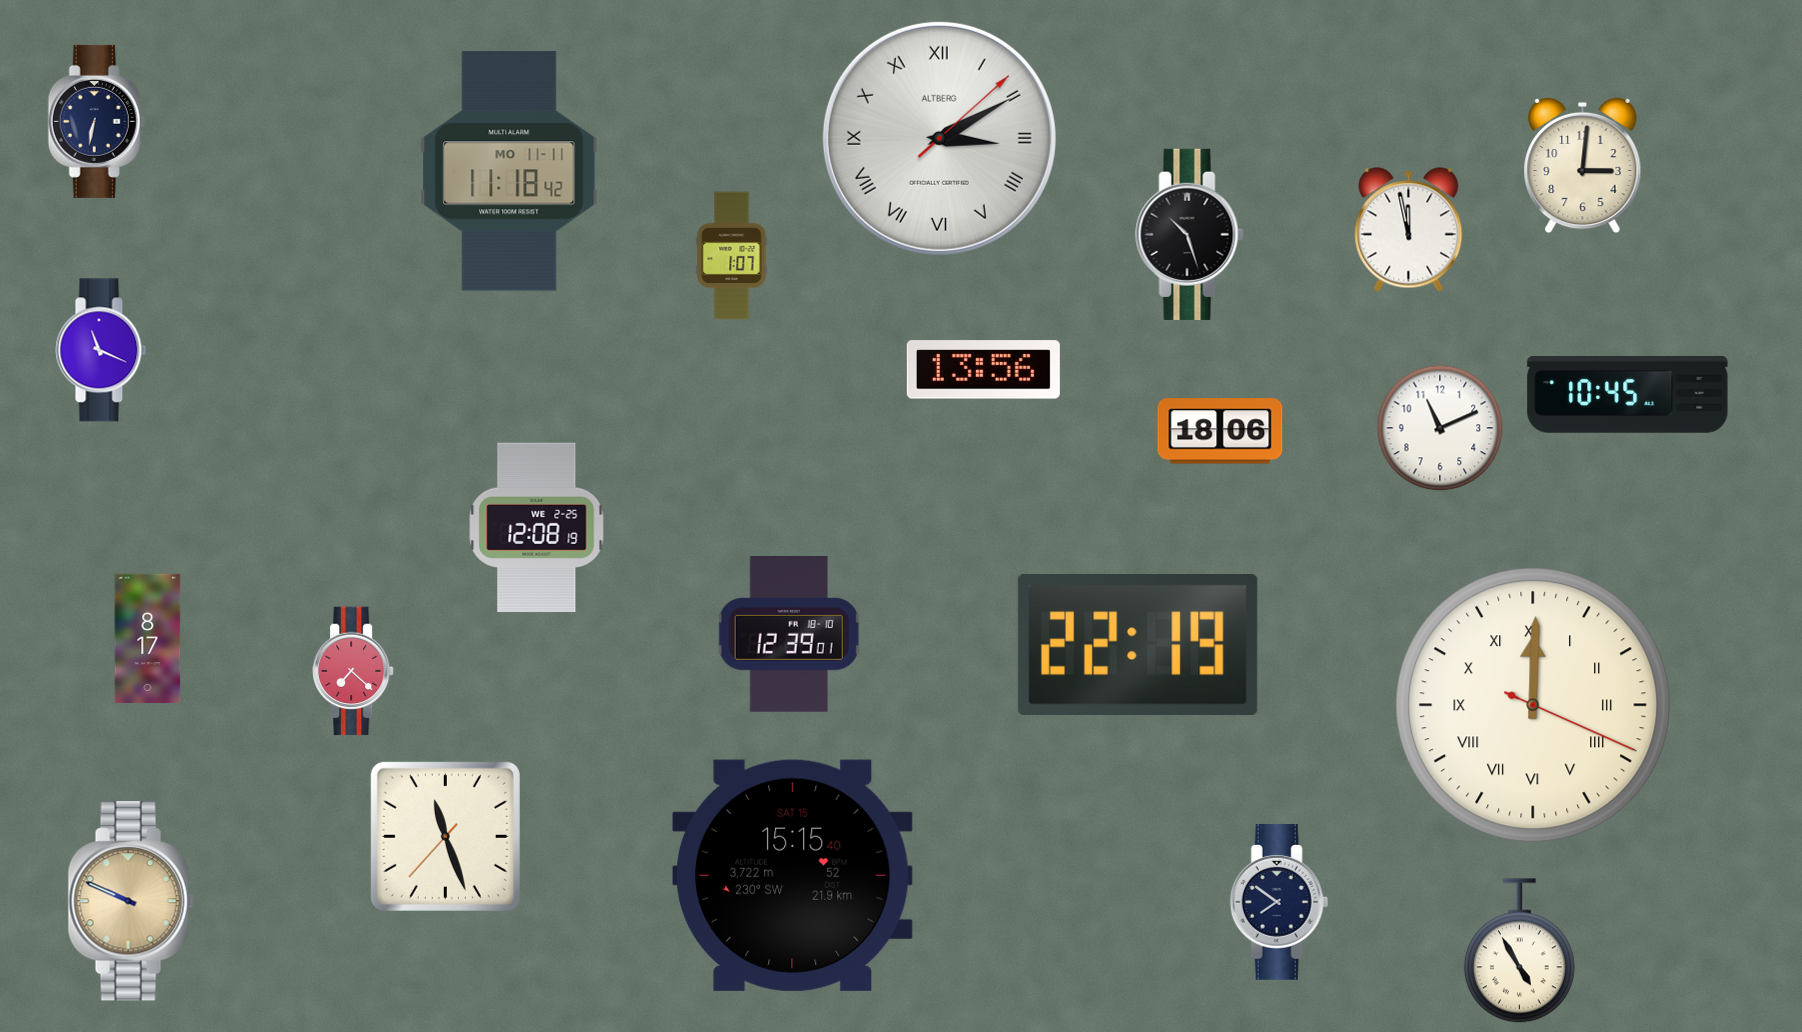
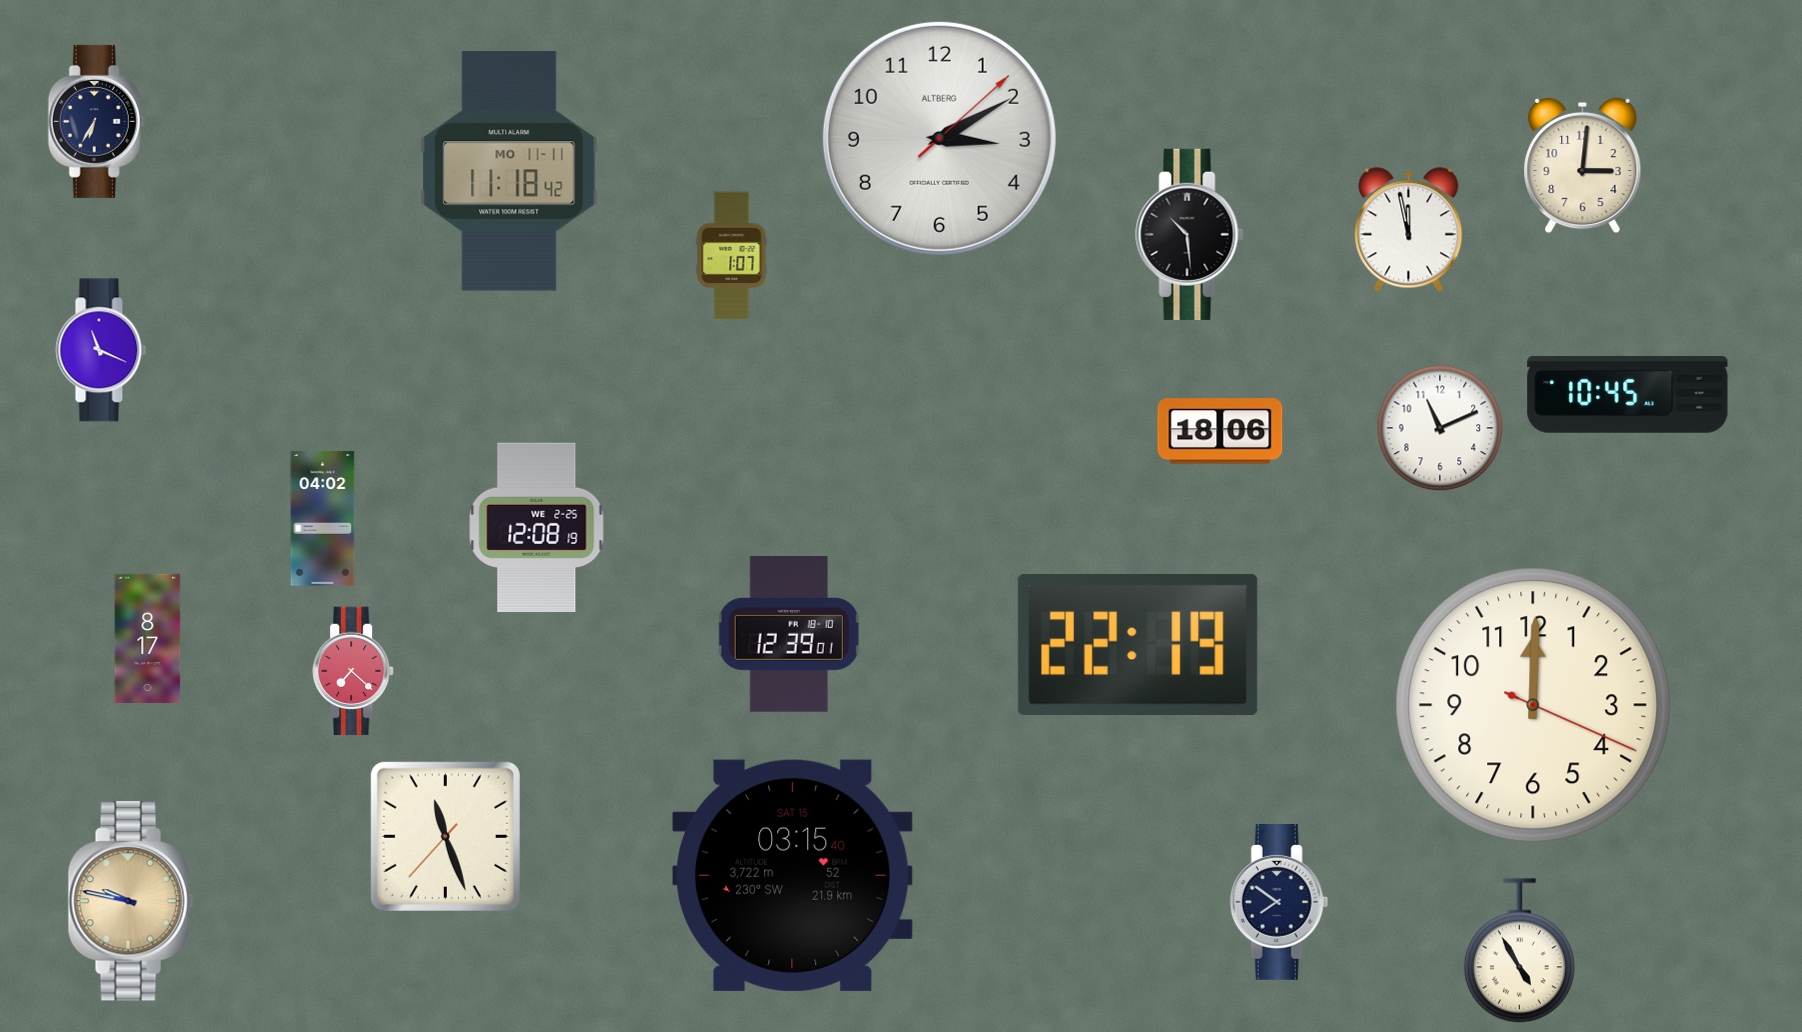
clock at (96, 121): 6:32 -> 6:35
clock at (939, 138) numerals: Roman -> Arabic
clock at (1190, 234): 10:27 -> 10:29
clock at (983, 370): 13:56 -> none
clock at (323, 519): none -> 04:02
clock at (1533, 705) numerals: Roman -> Arabic
clock at (793, 875): 15:15 -> 03:15
clock at (131, 901): 9:49 -> 9:47
